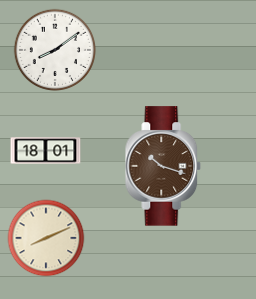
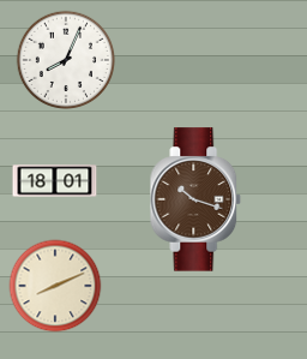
clock at (54, 49): 8:09 -> 8:04
